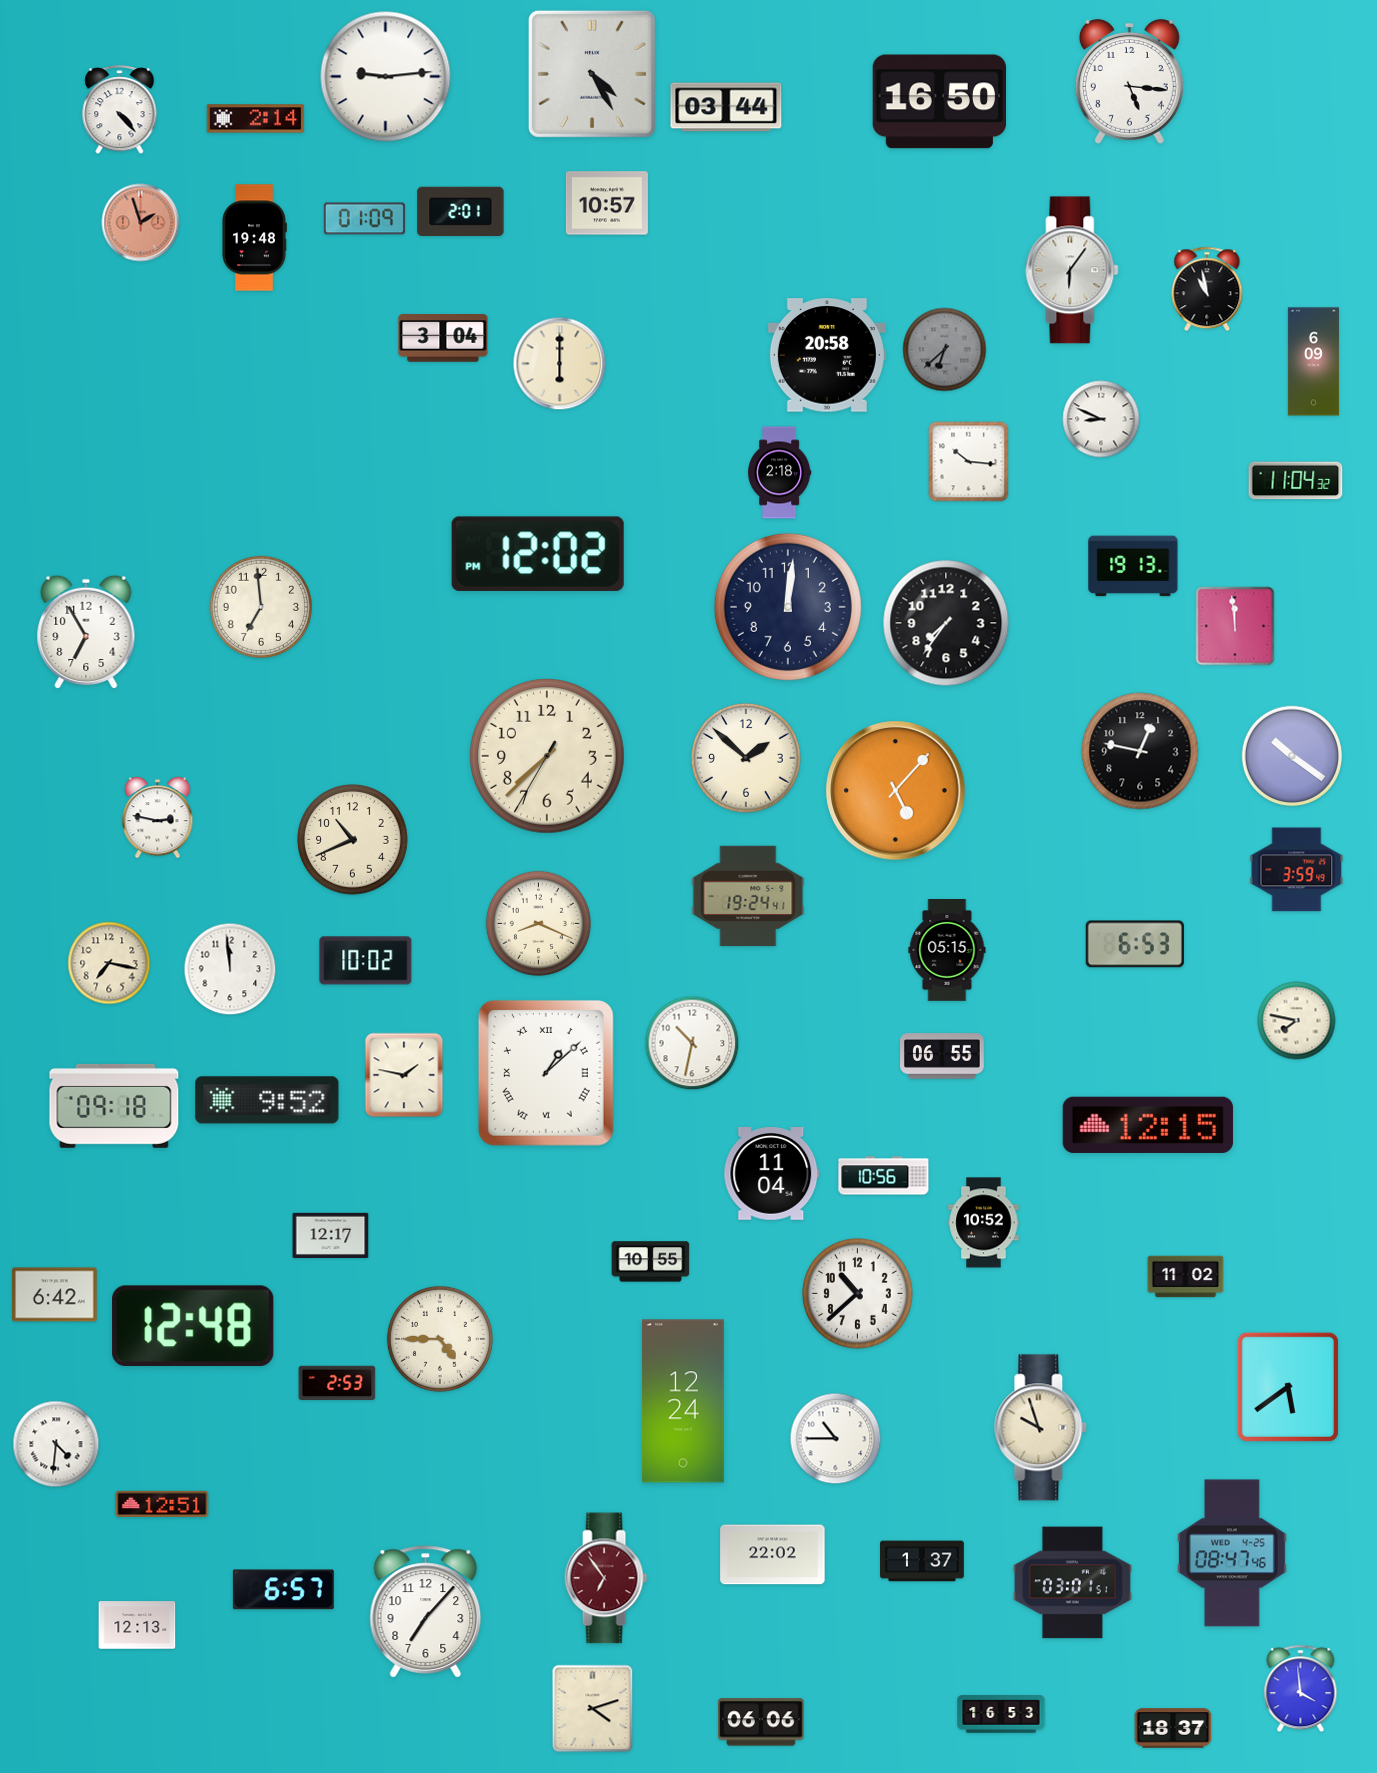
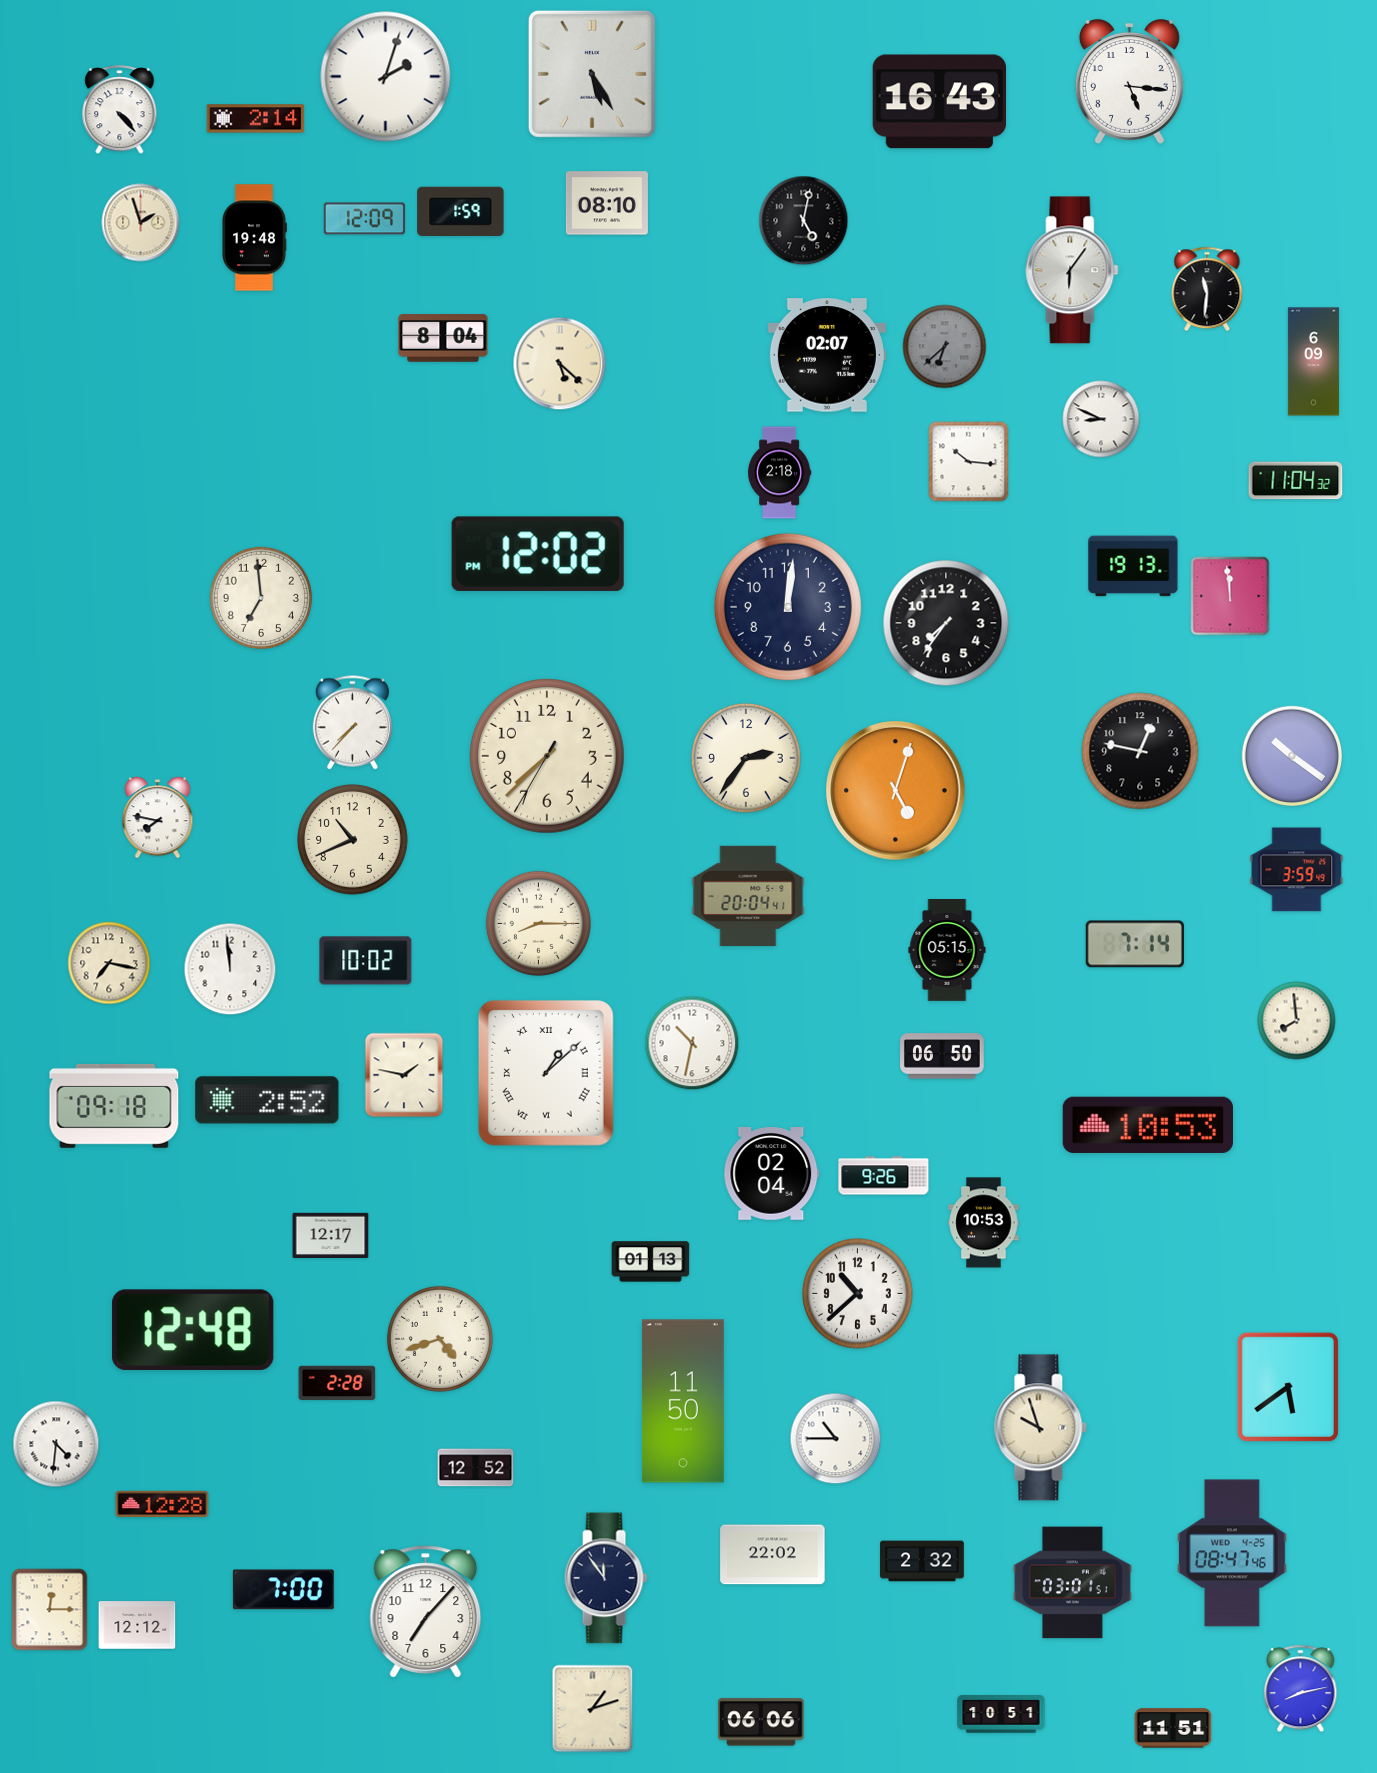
clock at (592, 74): 4:25 -> 5:25
clock at (386, 77): 9:14 -> 2:03
clock at (939, 102): 16:50 -> 16:43
clock at (726, 107): 03:44 -> none
clock at (607, 203): 10:57 -> 08:10
clock at (461, 212): 2:01 -> 1:59
clock at (364, 219): 01:09 -> 12:09
clock at (804, 221): none -> 5:02
clock at (141, 223) dial: salmon -> cream
clock at (1207, 289): 10:58 -> 11:31
clock at (443, 338): 3:04 -> 8:04
clock at (945, 350) position: (945, 350) -> (945, 347)
clock at (827, 355): 20:58 -> 02:07
clock at (560, 364): 6:00 -> 5:22
clock at (261, 607) position: (261, 607) -> (261, 598)
clock at (1235, 626) position: (1235, 626) -> (1230, 596)
clock at (86, 632): 6:55 -> none
clock at (352, 723): none -> 7:37
clock at (746, 758): 1:52 -> 2:36
clock at (896, 791): 5:07 -> 5:03
clock at (158, 818): 2:47 -> 7:47
clock at (748, 896): 19:24 -> 20:04
clock at (538, 923): 8:19 -> 8:15
clock at (1135, 944): 6:53 -> 7:14
clock at (1297, 1021): 7:47 -> 7:59
clock at (942, 1056): 06:55 -> 06:50
clock at (267, 1100): 9:52 -> 2:52
clock at (1148, 1125): 12:15 -> 10:53
clock at (772, 1174): 11:04 -> 02:04
clock at (884, 1176): 10:56 -> 9:26
clock at (984, 1223): 10:52 -> 10:53
clock at (651, 1262): 10:55 -> 01:13
clock at (1186, 1277): 11:02 -> none
clock at (55, 1295): 6:42 -> none
clock at (193, 1325) position: (193, 1325) -> (193, 1329)
clock at (440, 1339): 4:45 -> 4:42
clock at (337, 1382): 2:53 -> 2:28
clock at (683, 1401): 12:24 -> 11:50
clock at (476, 1468): none -> 12:52
clock at (162, 1503): 12:51 -> 12:28
clock at (922, 1561): 1:37 -> 2:32
clock at (606, 1578): 6:54 -> 11:54
clock at (606, 1578) dial: burgundy -> navy
clock at (283, 1590): 6:57 -> 7:00
clock at (50, 1610): none -> 12:15
clock at (137, 1625): 12:13 -> 12:12
clock at (1301, 1689): 3:59 -> 8:13
clock at (593, 1709): 4:12 -> 1:12
clock at (1001, 1714): 16:53 -> 10:51
clock at (1173, 1728): 18:37 -> 11:51
